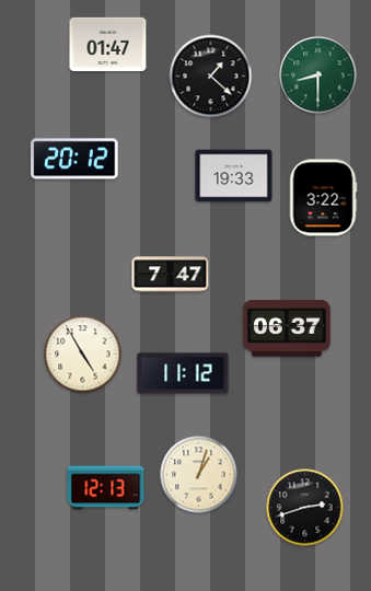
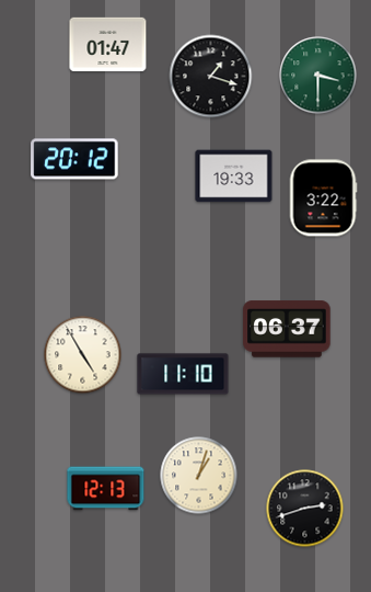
clock at (318, 76): 8:30 -> 3:30
clock at (211, 77): 1:22 -> 1:18
clock at (171, 275): 7:47 -> none
clock at (183, 373): 11:12 -> 11:10
